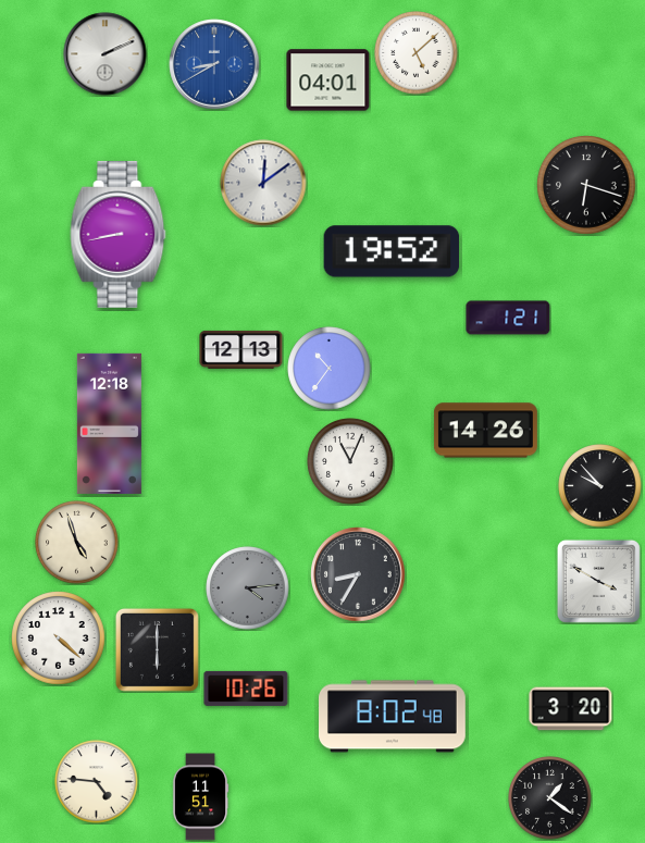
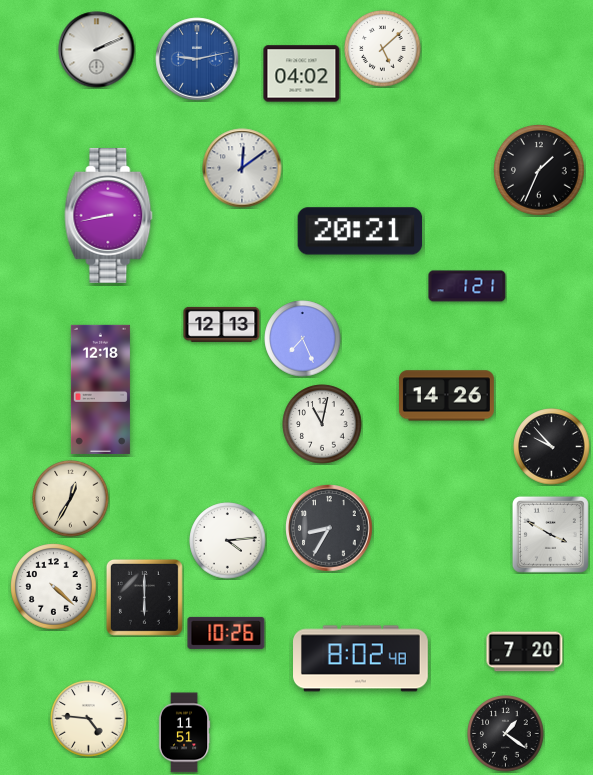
clock at (214, 64): 8:40 -> 9:13
clock at (328, 80): 04:01 -> 04:02
clock at (587, 186): 6:18 -> 1:34
clock at (392, 251): 19:52 -> 20:21
clock at (508, 318) position: (508, 318) -> (467, 286)
clock at (241, 349) position: (241, 349) -> (222, 324)
clock at (330, 369): 10:36 -> 7:26
clock at (350, 461): 11:04 -> 11:02
clock at (77, 543): 4:57 -> 12:35
clock at (248, 588) dial: grey -> white
clock at (571, 709): 3:20 -> 7:20
